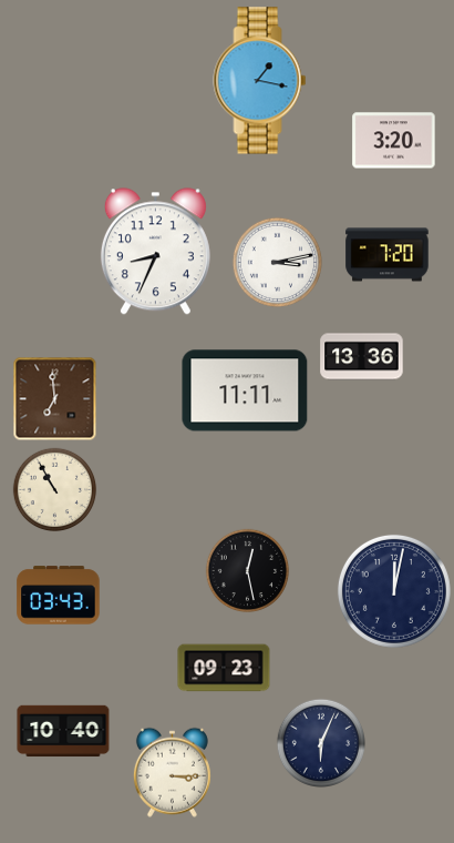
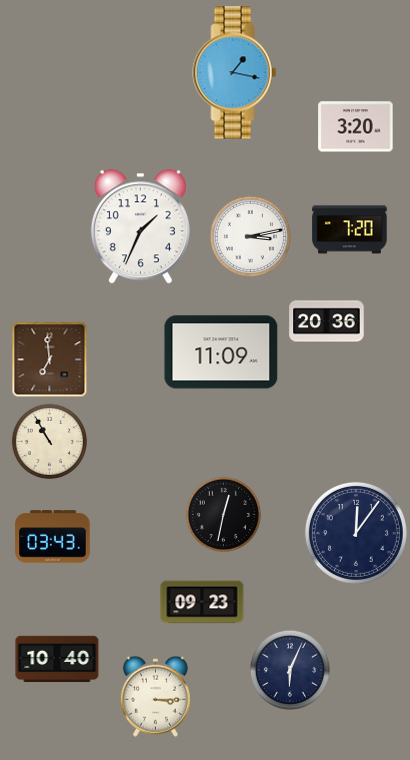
clock at (155, 252): 8:34 -> 1:34
clock at (362, 357): 13:36 -> 20:36
clock at (245, 390): 11:11 -> 11:09
clock at (248, 571): 12:28 -> 12:32
clock at (394, 591): 12:02 -> 12:06
